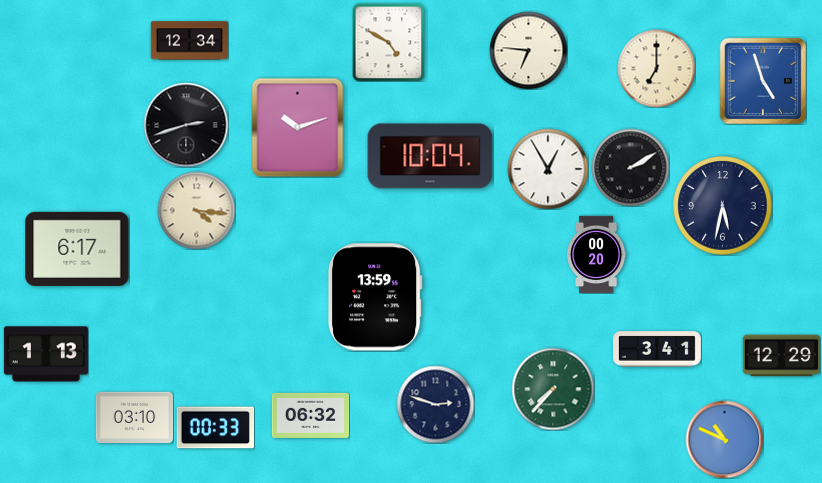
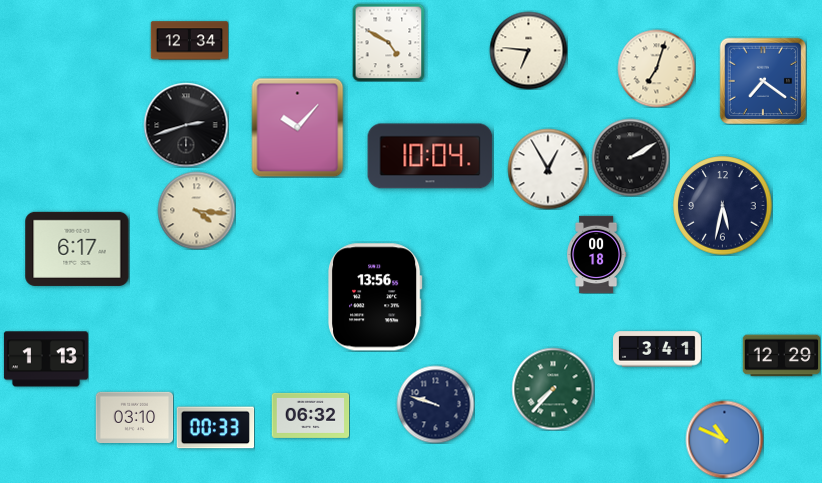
clock at (656, 68): 7:00 -> 7:03
clock at (763, 81): 4:57 -> 7:21
clock at (298, 127): 10:12 -> 10:07
clock at (630, 167) position: (630, 167) -> (630, 157)
clock at (597, 254): 00:20 -> 00:18
clock at (376, 297): 13:59 -> 13:56
clock at (46, 354) position: (46, 354) -> (46, 359)
clock at (435, 404): 2:48 -> 9:48
